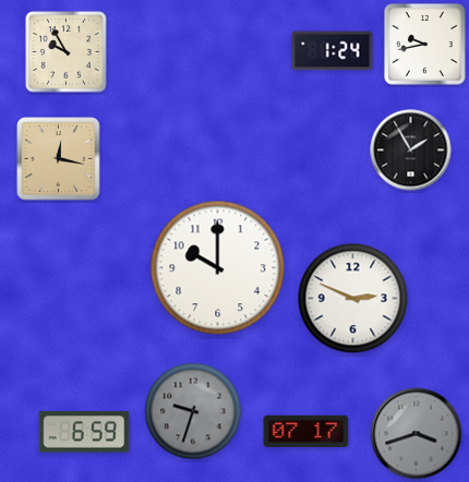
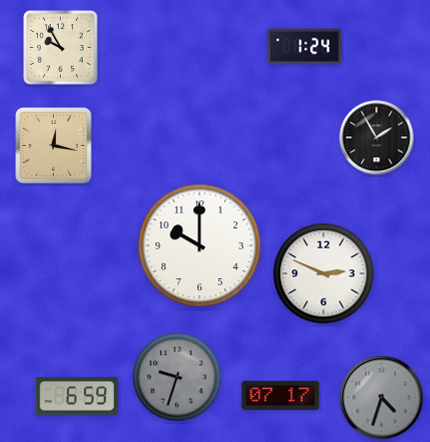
clock at (425, 45): 9:43 -> none
clock at (417, 434): 3:42 -> 4:33
